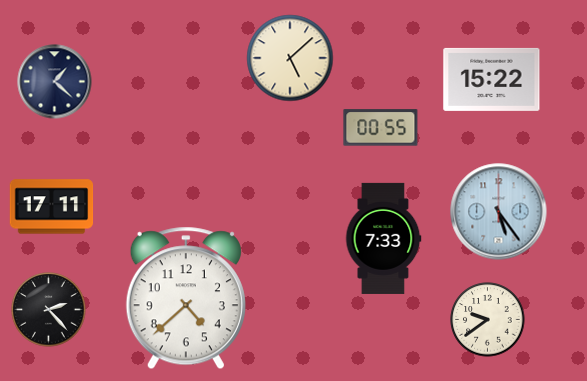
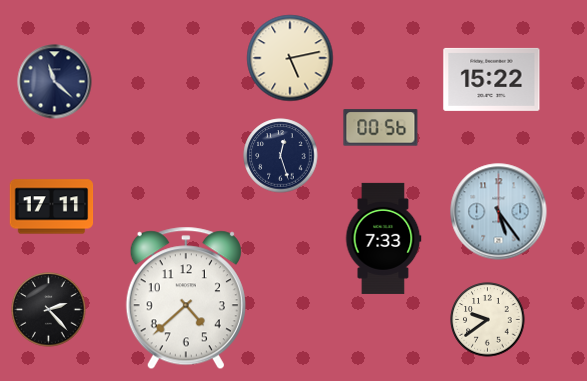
clock at (290, 58): 5:08 -> 5:13
clock at (55, 82): 1:22 -> 11:22
clock at (381, 128): 00:55 -> 00:56
clock at (281, 156): none -> 12:27
